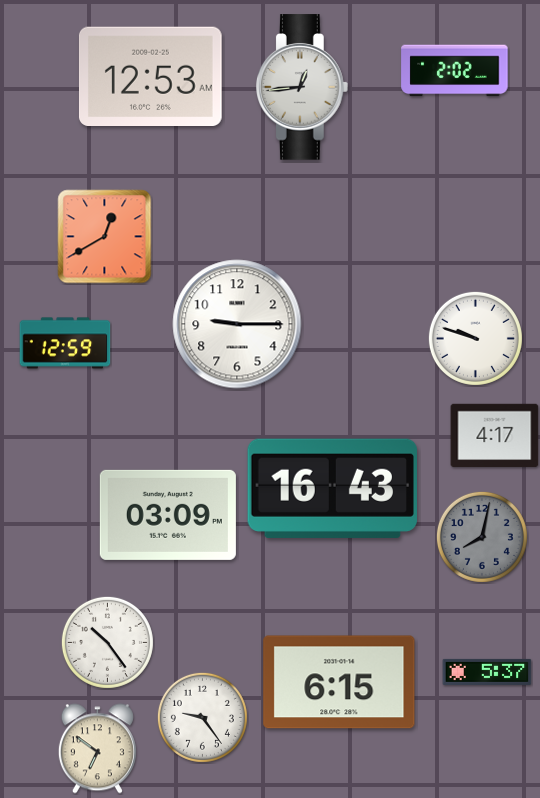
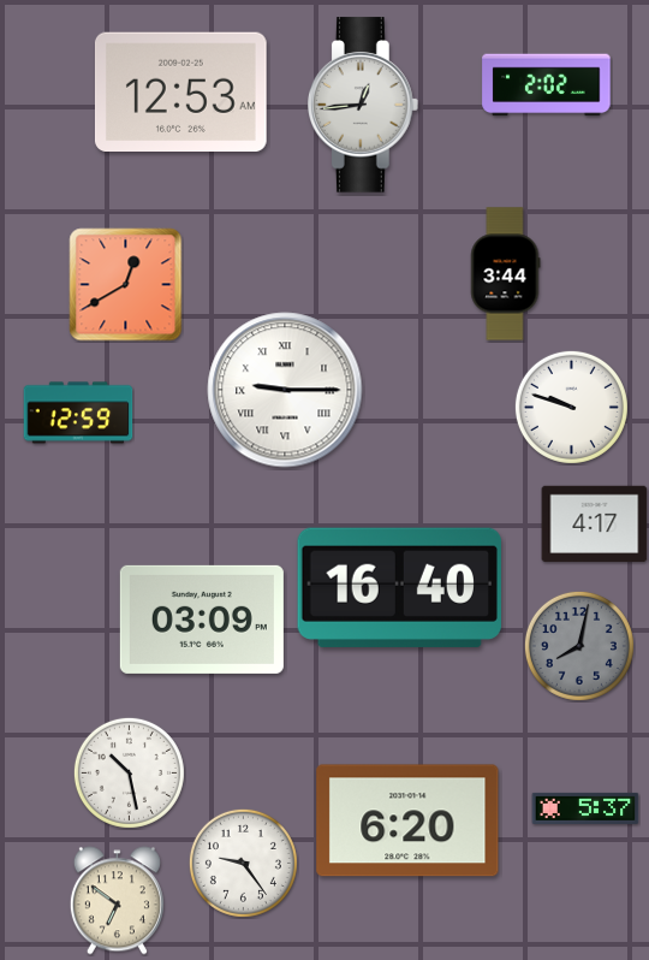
clock at (505, 274): none -> 3:44
clock at (237, 324) numerals: Arabic -> Roman
clock at (332, 488): 16:43 -> 16:40
clock at (107, 642): 10:24 -> 10:28
clock at (339, 682): 6:15 -> 6:20
